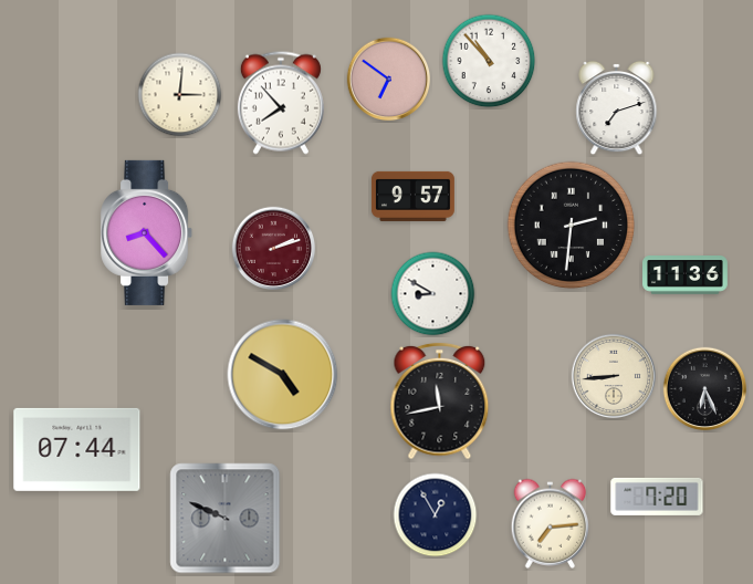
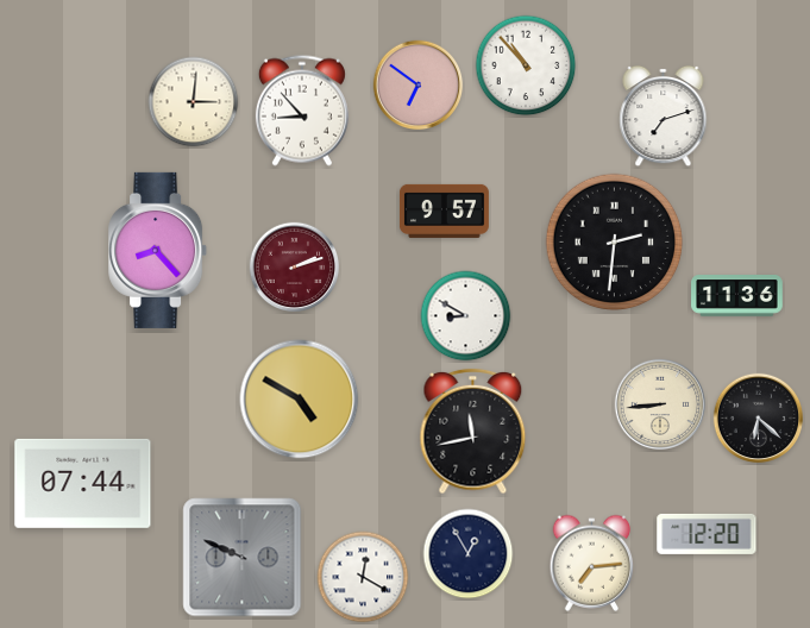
clock at (281, 103): 7:53 -> 8:53
clock at (283, 375) position: (283, 375) -> (300, 400)
clock at (705, 389): 6:26 -> 6:22
clock at (657, 497): 7:20 -> 12:20
clock at (363, 577): none -> 12:20
